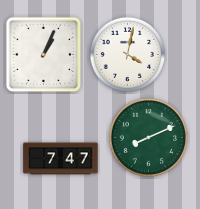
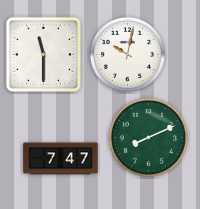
clock at (127, 54): 4:02 -> 10:02
clock at (44, 55): 1:04 -> 11:30
